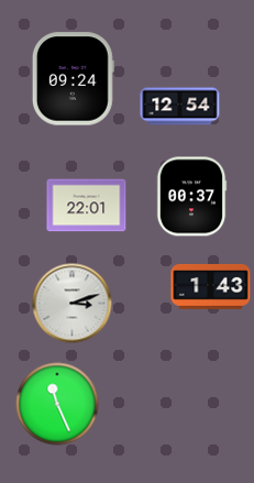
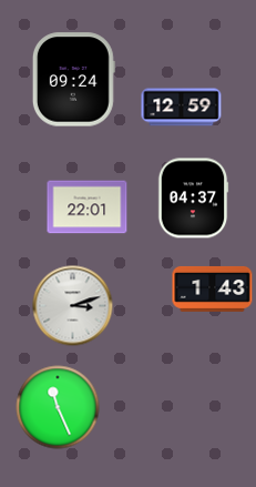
clock at (180, 107): 12:54 -> 12:59
clock at (191, 197): 00:37 -> 04:37
